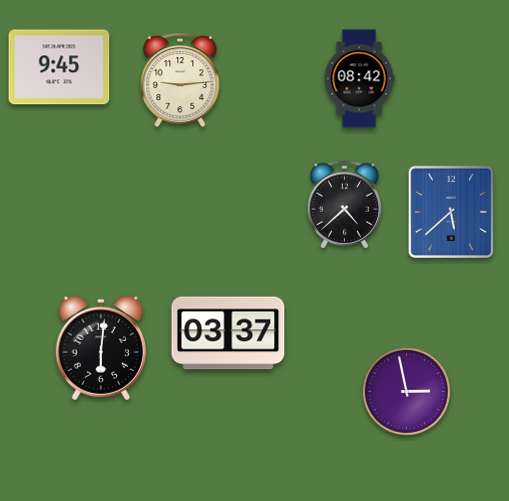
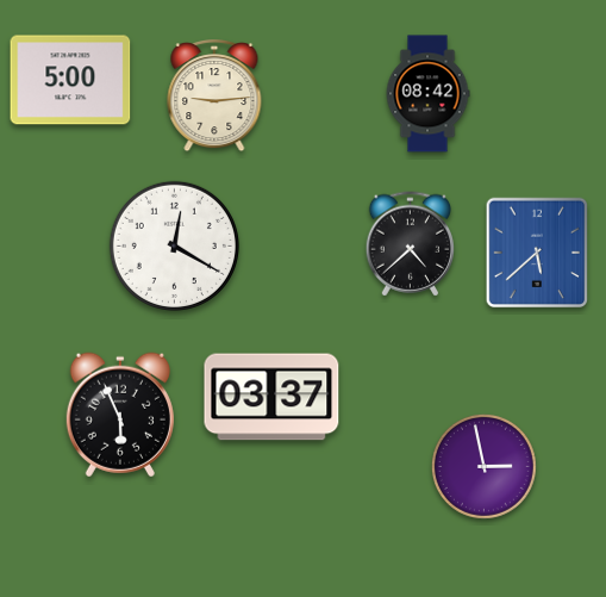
clock at (59, 67): 9:45 -> 5:00
clock at (174, 245): none -> 12:20
clock at (101, 348): 6:01 -> 5:56
